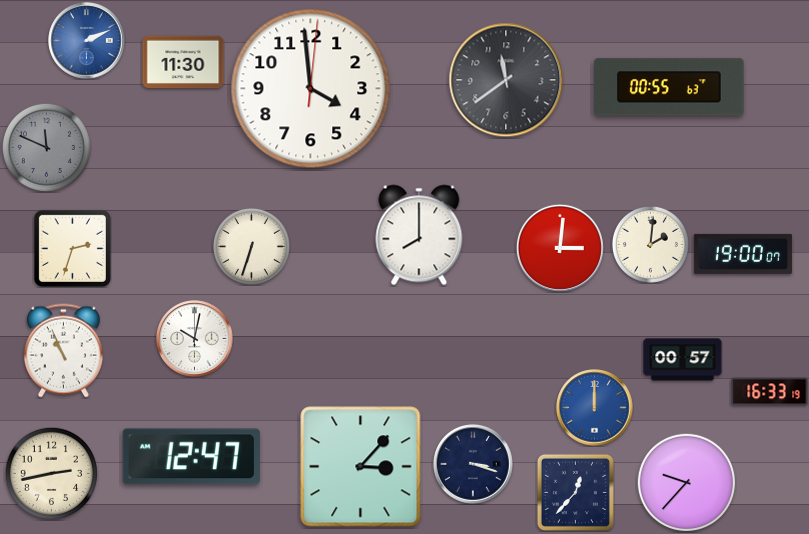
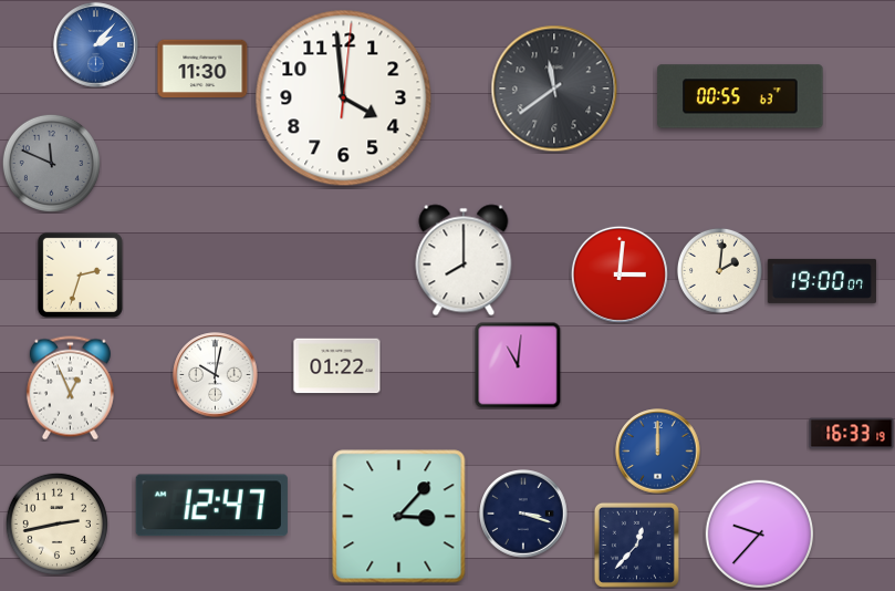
clock at (87, 41): 2:11 -> 2:07
clock at (506, 80) position: (506, 80) -> (554, 89)
clock at (251, 246): 6:33 -> none
clock at (518, 365): none -> 11:01
clock at (337, 366): none -> 01:22
clock at (63, 351): 10:56 -> 12:56
clock at (683, 360): 00:57 -> none
